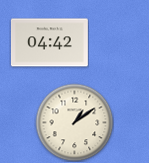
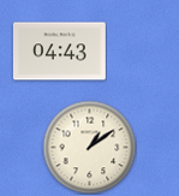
clock at (50, 43): 04:42 -> 04:43
